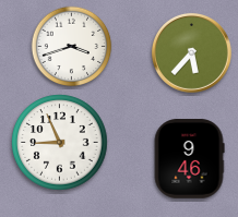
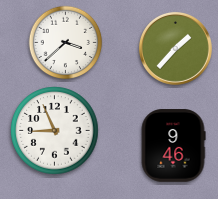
clock at (72, 47): 3:42 -> 3:38
clock at (191, 52): 5:37 -> 1:37
